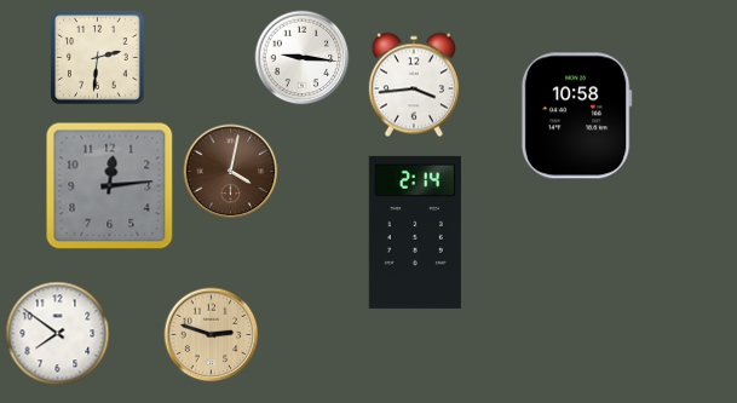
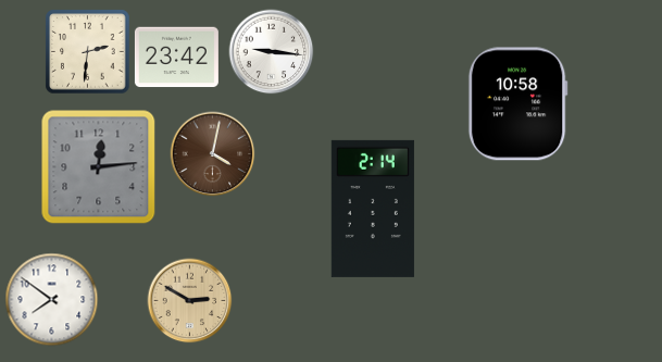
clock at (176, 58): none -> 23:42
clock at (414, 85): 3:44 -> none
clock at (230, 171) position: (230, 171) -> (212, 153)
clock at (211, 334): 2:48 -> 2:50
